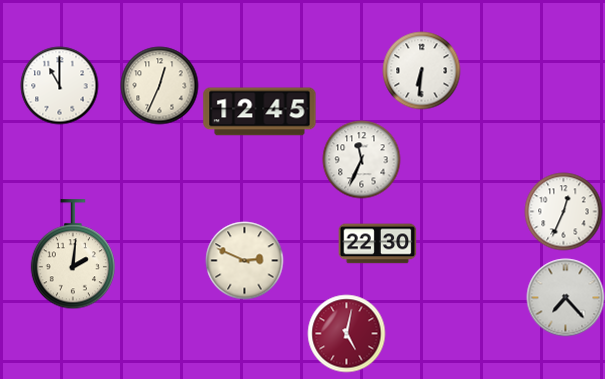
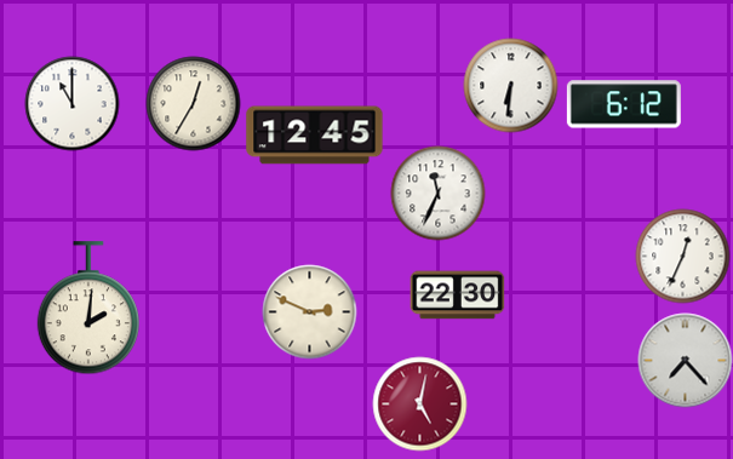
clock at (159, 85): 12:34 -> 12:35
clock at (624, 104): none -> 6:12
clock at (244, 260) position: (244, 260) -> (309, 311)
